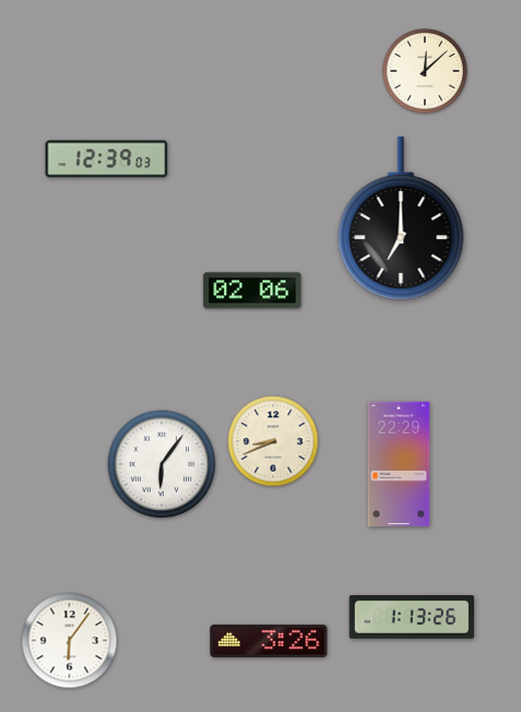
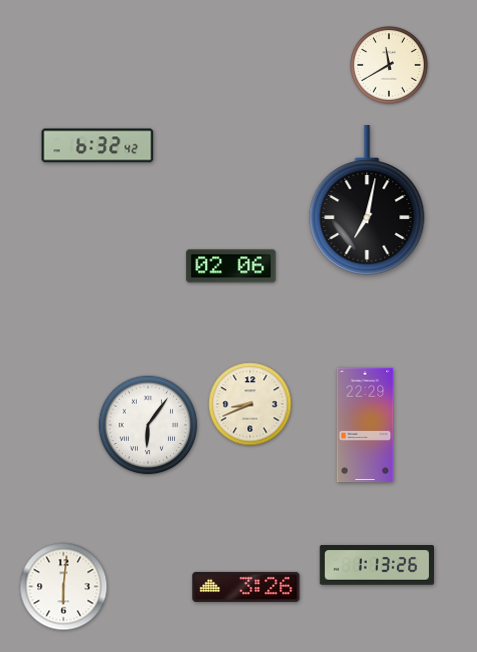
clock at (426, 72): 12:08 -> 11:40
clock at (107, 159): 12:39 -> 6:32
clock at (401, 218): 7:00 -> 7:02
clock at (70, 641): 6:06 -> 6:01
